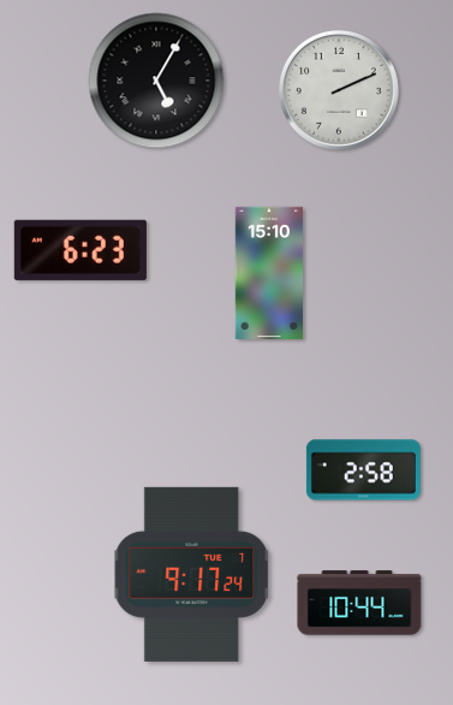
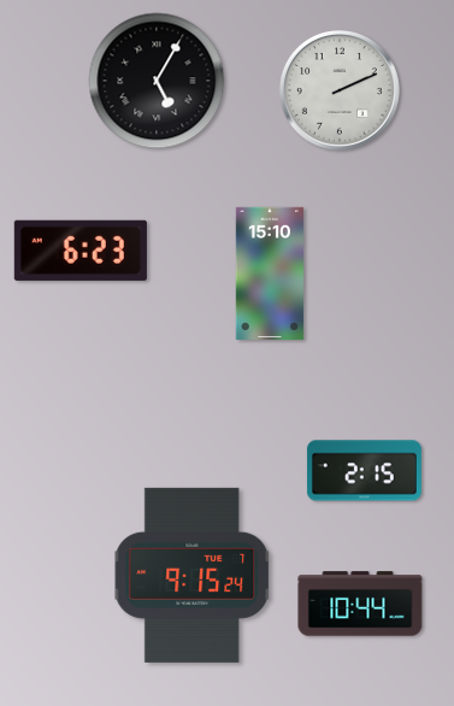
clock at (363, 470): 2:58 -> 2:15
clock at (192, 574): 9:17 -> 9:15
